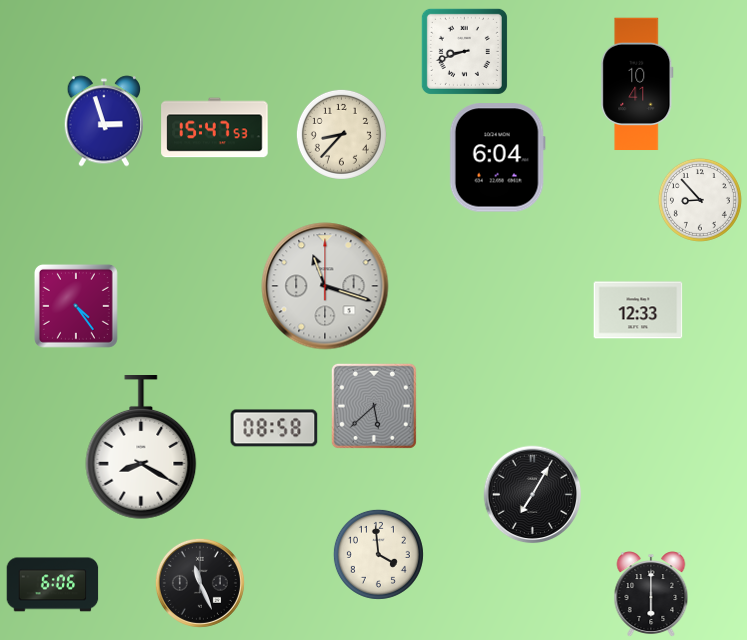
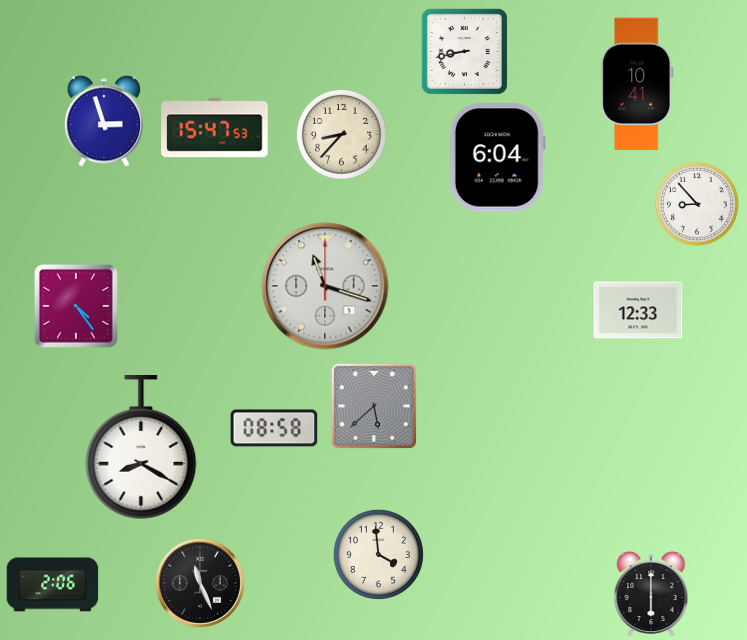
clock at (464, 51): 8:42 -> 8:43
clock at (700, 200) position: (700, 200) -> (697, 204)
clock at (533, 495): 7:05 -> none
clock at (53, 585): 6:06 -> 2:06
